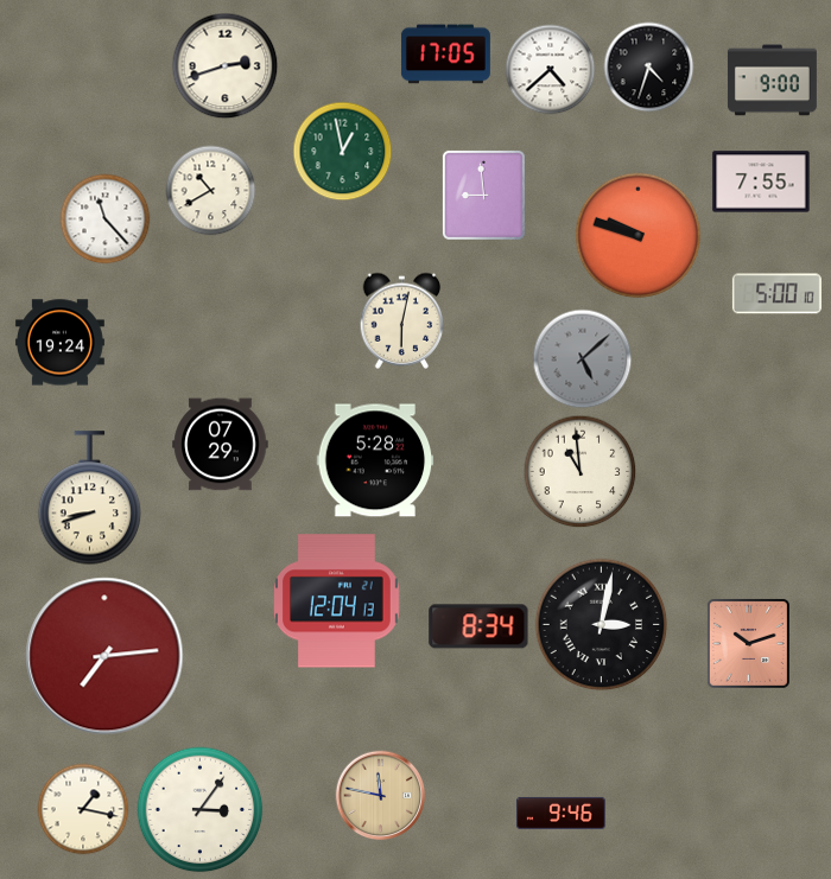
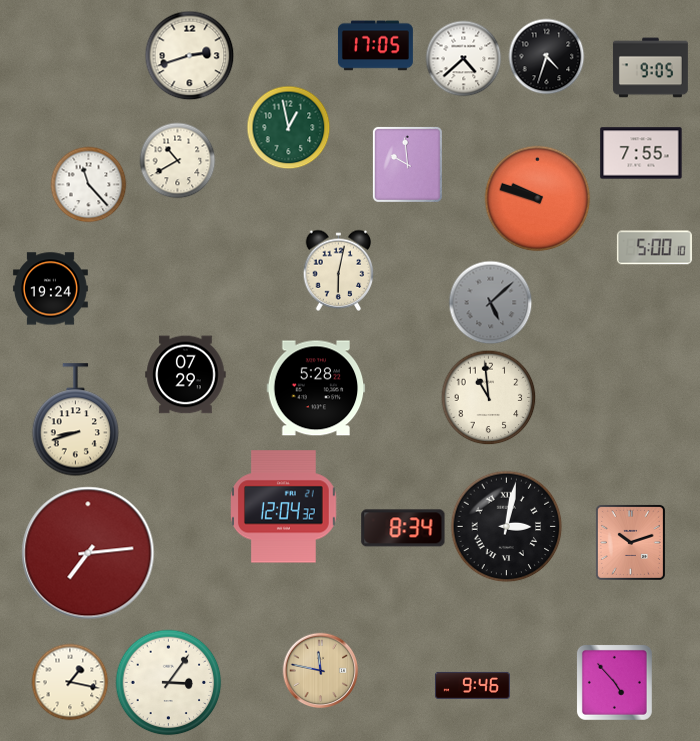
clock at (772, 81): 9:00 -> 9:05
clock at (483, 195): 8:59 -> 9:59
clock at (337, 601): 12:04:13 -> 12:04:32
clock at (614, 682): none -> 4:53
